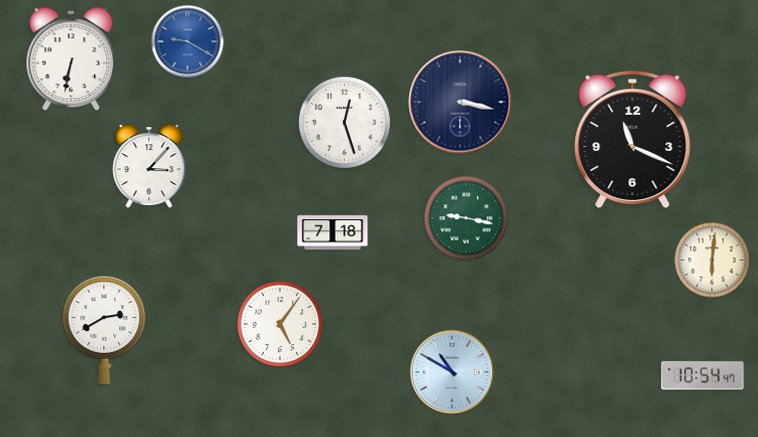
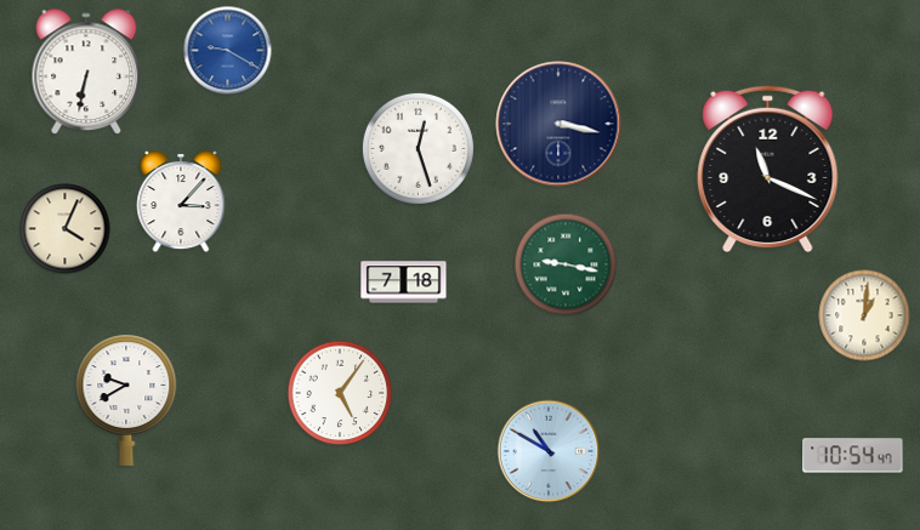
clock at (66, 229): none -> 4:04
clock at (712, 260): 6:01 -> 1:01
clock at (104, 330): 2:40 -> 9:40
